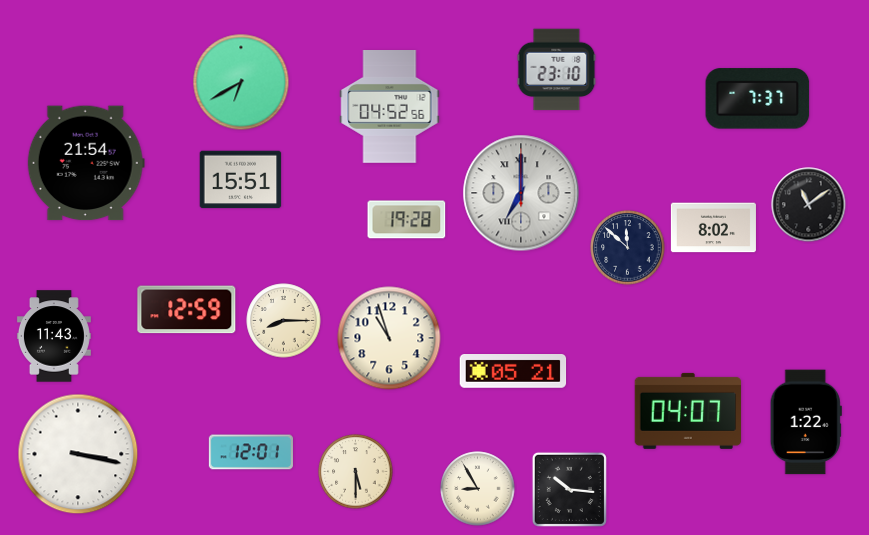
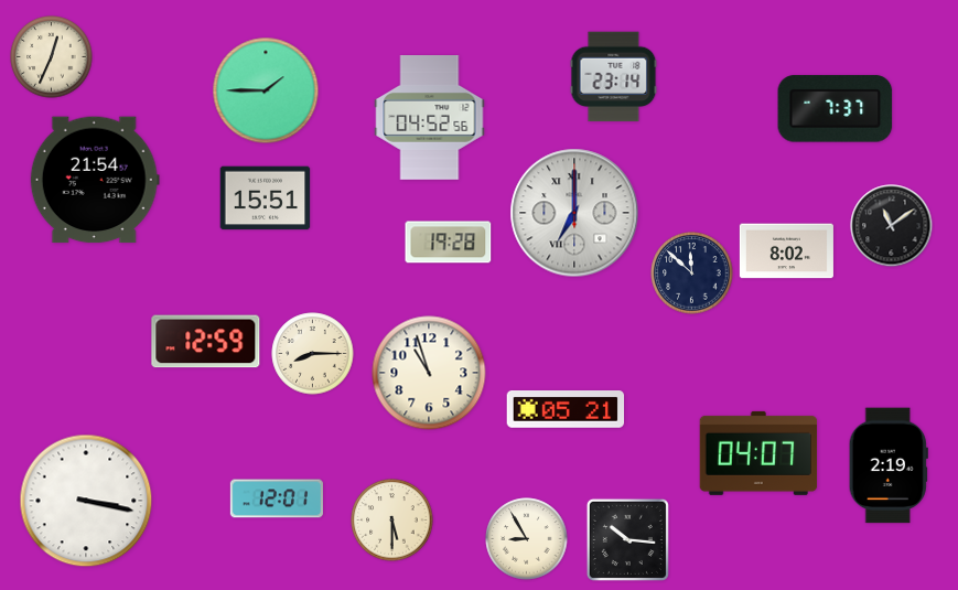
clock at (52, 57): none -> 12:34
clock at (557, 70): 23:10 -> 23:14
clock at (241, 82): 6:40 -> 1:45
clock at (54, 336): 11:43 -> none
clock at (806, 422): 1:22 -> 2:19
